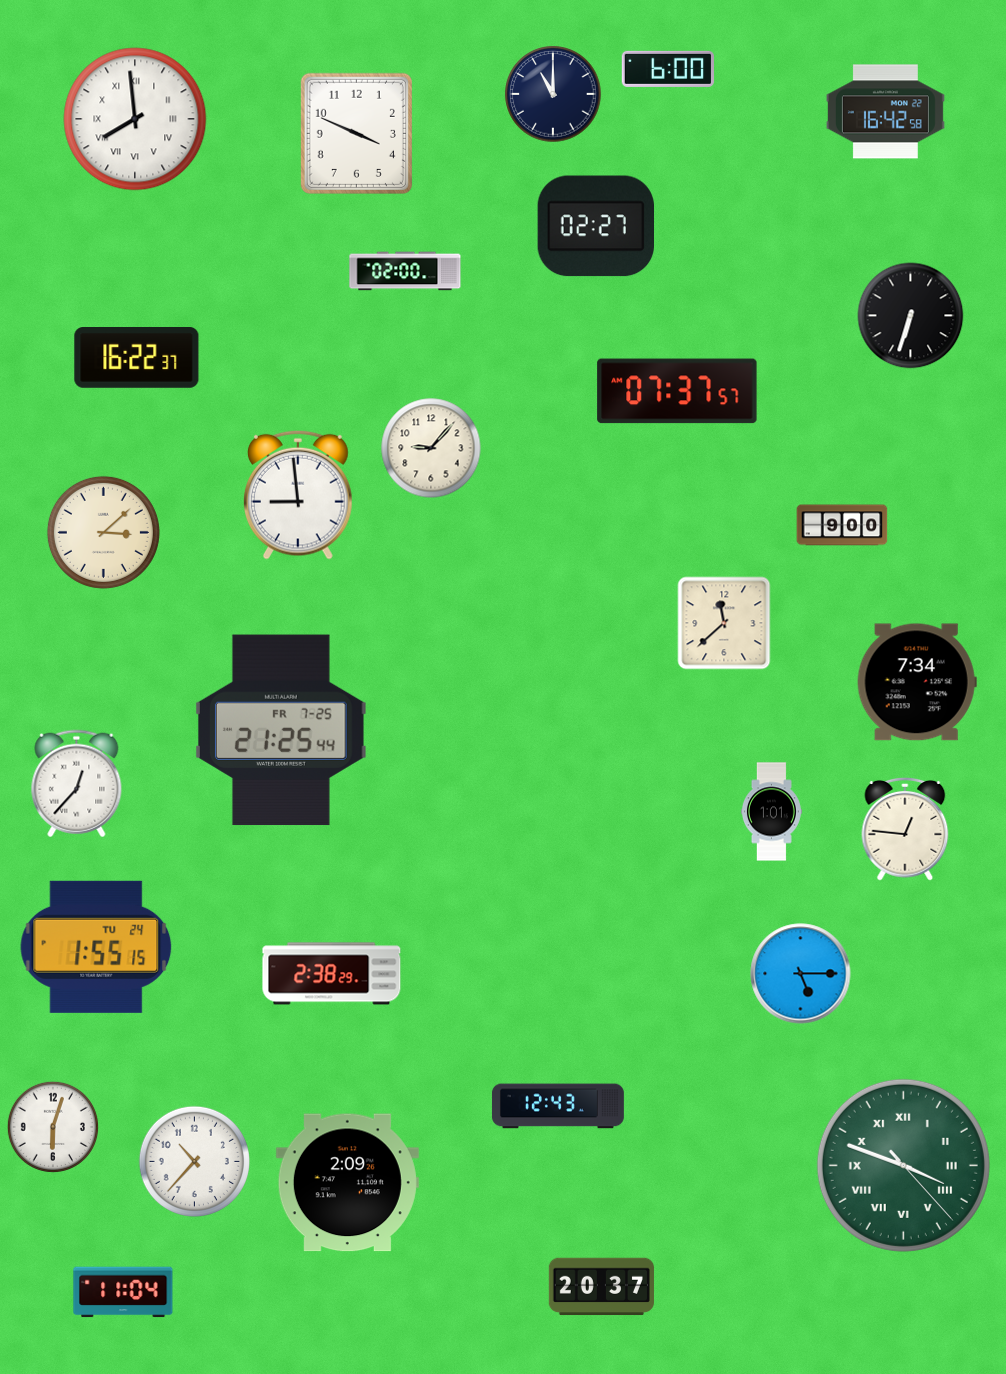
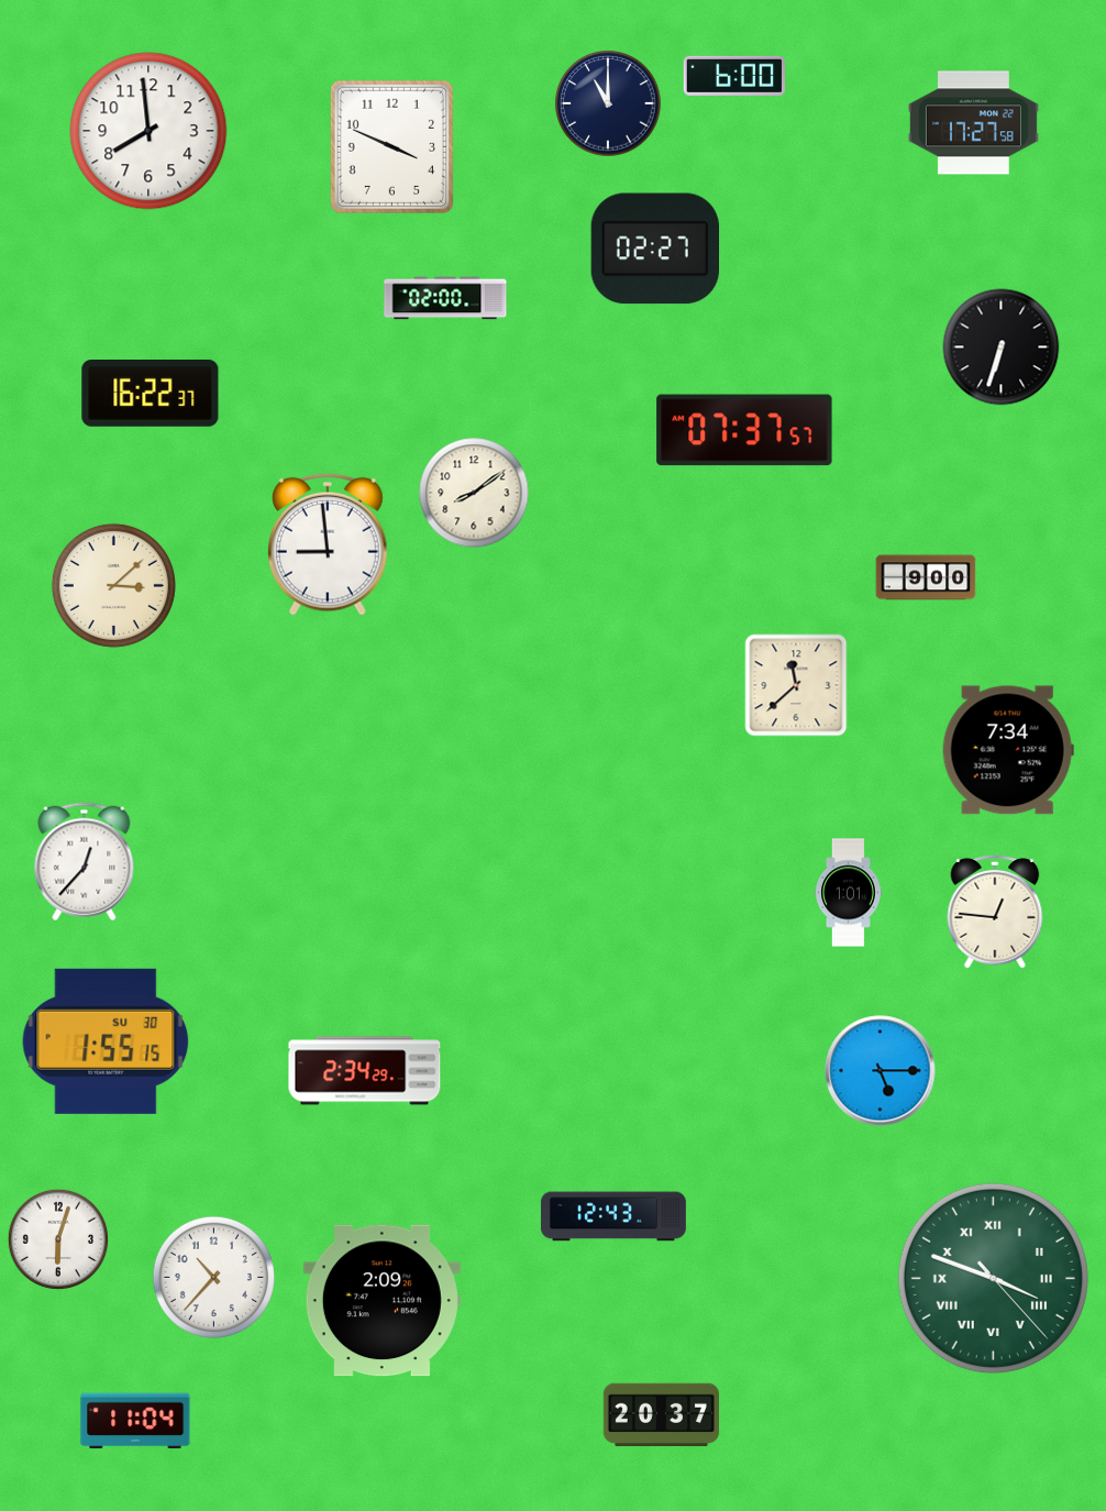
clock at (885, 112): 16:42 -> 17:27
clock at (135, 119) numerals: Roman -> Arabic
clock at (431, 448): 9:07 -> 8:09
clock at (281, 730): 21:25 -> none
clock at (96, 947) date: TU 24 -> SU 30
clock at (332, 974): 2:38 -> 2:34
clock at (903, 1165) position: (903, 1165) -> (993, 1278)
